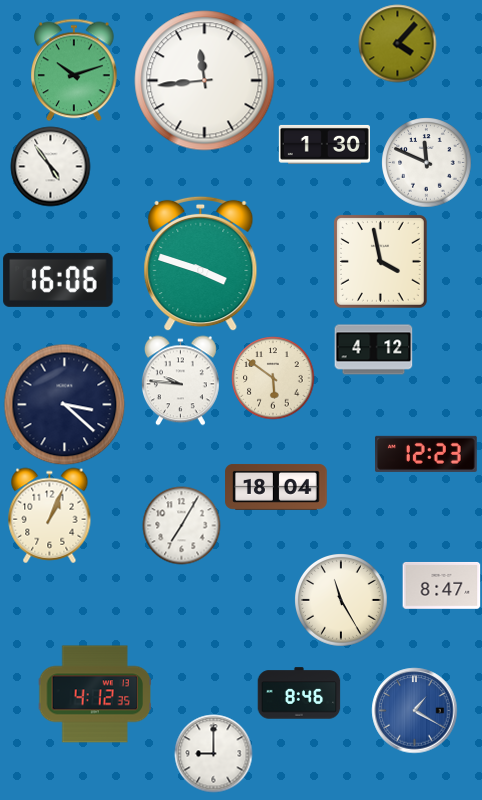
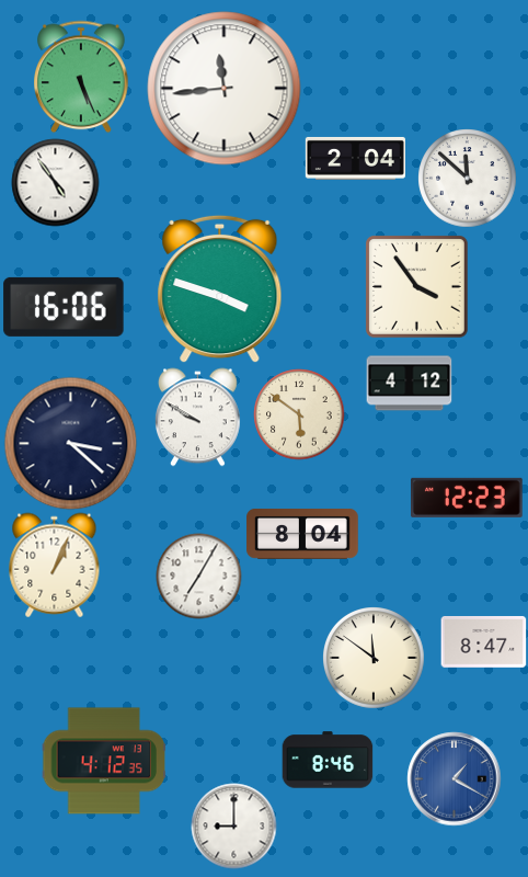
clock at (397, 43): 4:07 -> none
clock at (75, 70): 10:12 -> 5:26
clock at (324, 144): 1:30 -> 2:04
clock at (426, 162): 11:49 -> 11:52
clock at (381, 262): 3:58 -> 3:54
clock at (180, 380): 9:46 -> 9:50
clock at (276, 487): 18:04 -> 8:04
clock at (341, 600): 11:25 -> 11:51
